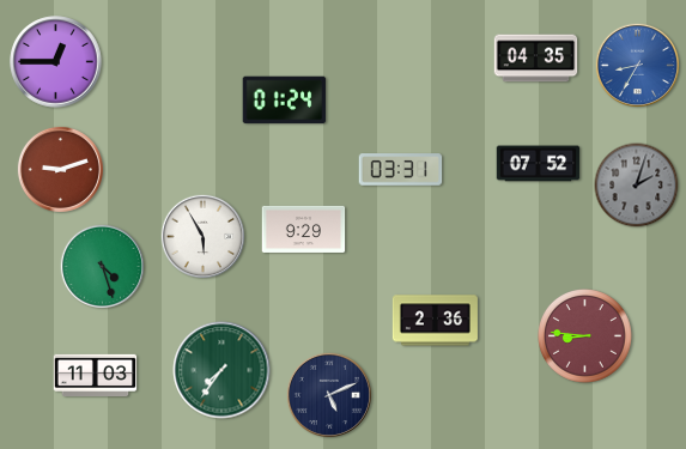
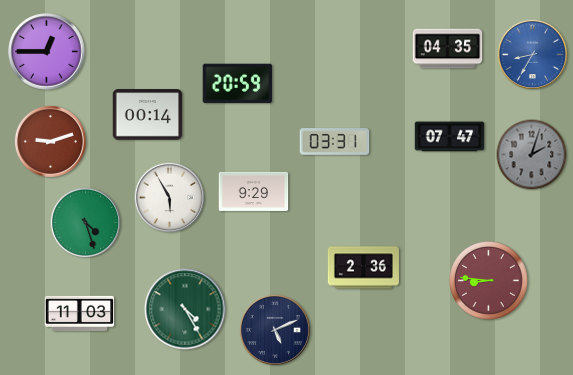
clock at (285, 101): 01:24 -> 20:59
clock at (148, 115): none -> 00:14
clock at (539, 164): 07:52 -> 07:47
clock at (221, 370): 7:36 -> 4:25
